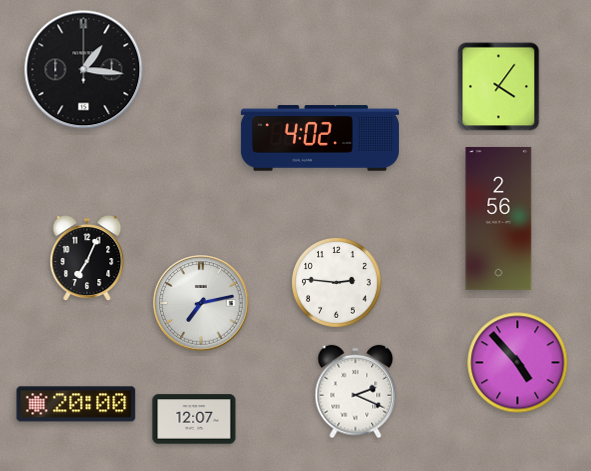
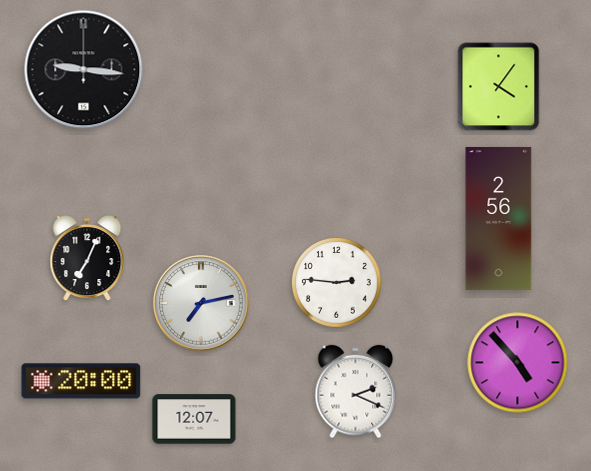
clock at (84, 70): 1:16 -> 9:16
clock at (320, 138): 4:02 -> none
clock at (76, 404) position: (76, 404) -> (81, 381)
